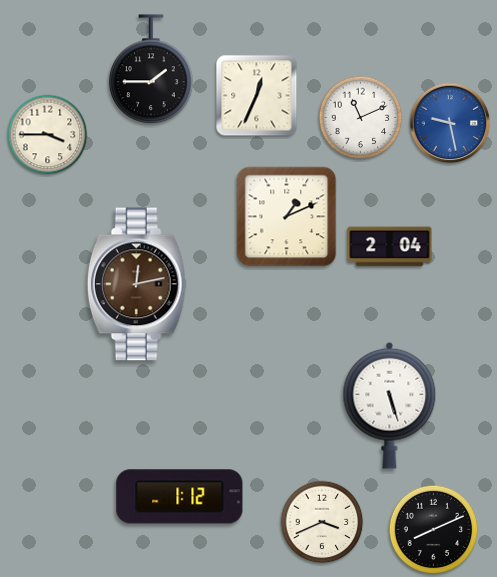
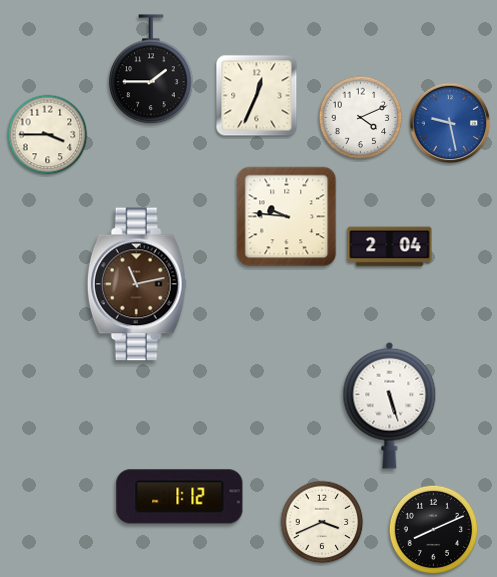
clock at (361, 118): 11:11 -> 4:11
clock at (287, 217): 1:11 -> 9:46
clock at (137, 284): 12:13 -> 11:13
